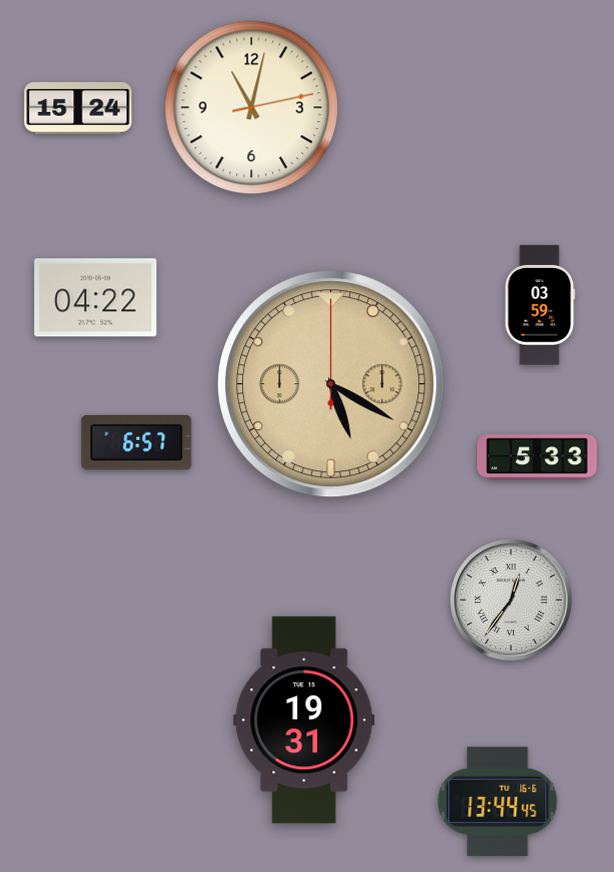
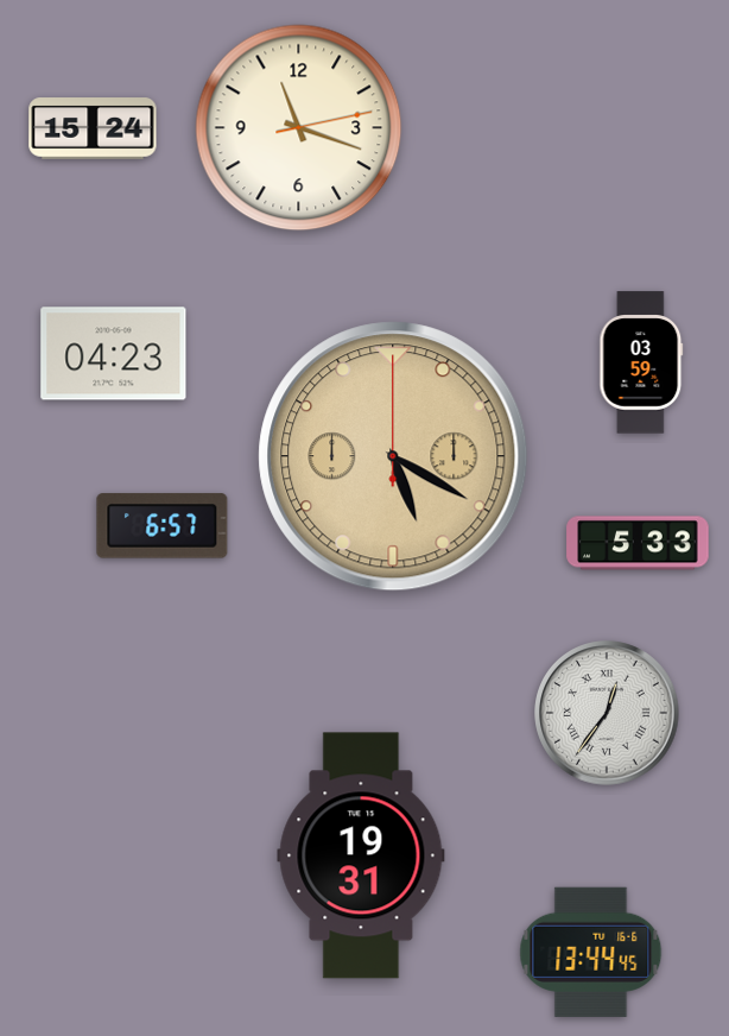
clock at (252, 108): 11:02 -> 11:18
clock at (96, 298): 04:22 -> 04:23
